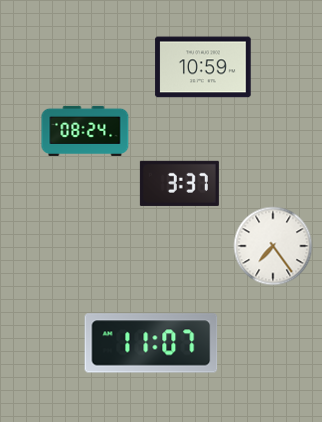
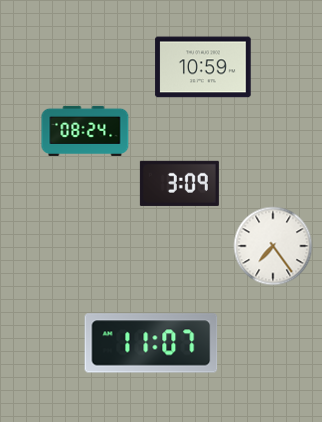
clock at (179, 183): 3:37 -> 3:09
